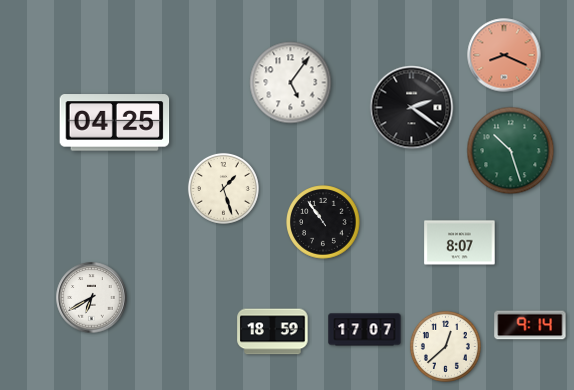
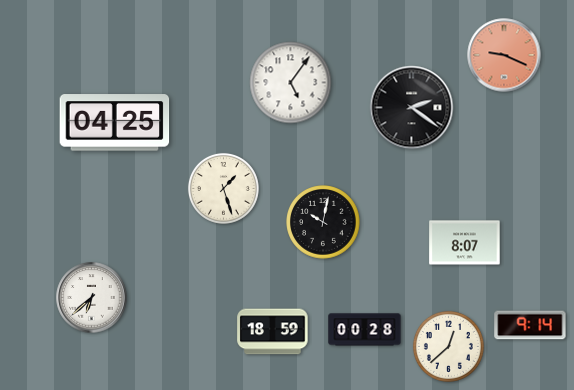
clock at (504, 55): 8:19 -> 9:19
clock at (511, 151): 10:27 -> none
clock at (323, 222): 10:54 -> 10:02
clock at (460, 243) position: (460, 243) -> (465, 243)
clock at (92, 298): 6:40 -> 6:38
clock at (365, 330): 17:07 -> 00:28
clock at (445, 346) position: (445, 346) -> (448, 346)
